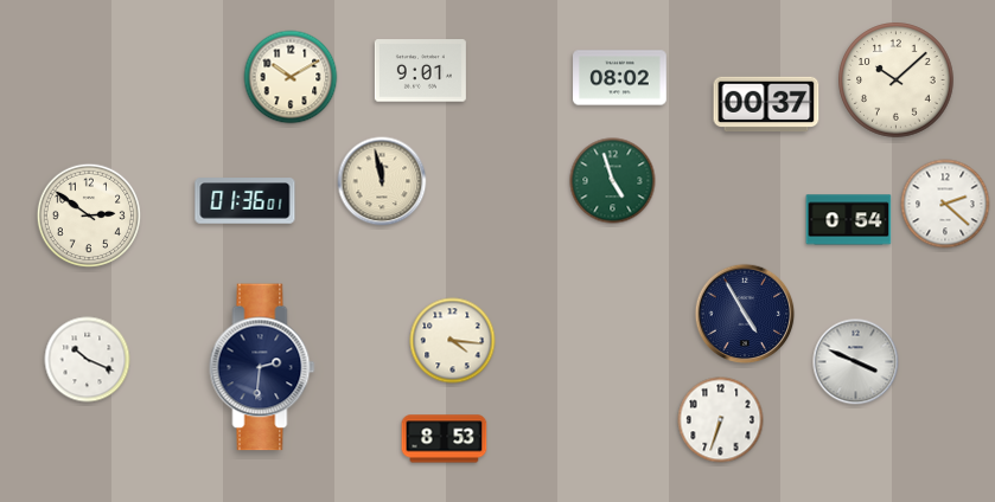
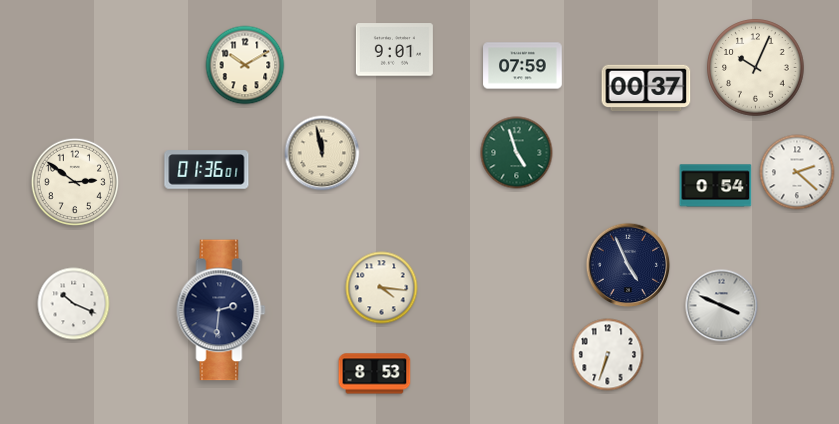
clock at (420, 71) position: (420, 71) -> (394, 50)
clock at (620, 78): 08:02 -> 07:59
clock at (897, 81): 10:08 -> 10:04
clock at (745, 314): 4:55 -> 4:56
clock at (445, 439) position: (445, 439) -> (375, 374)
